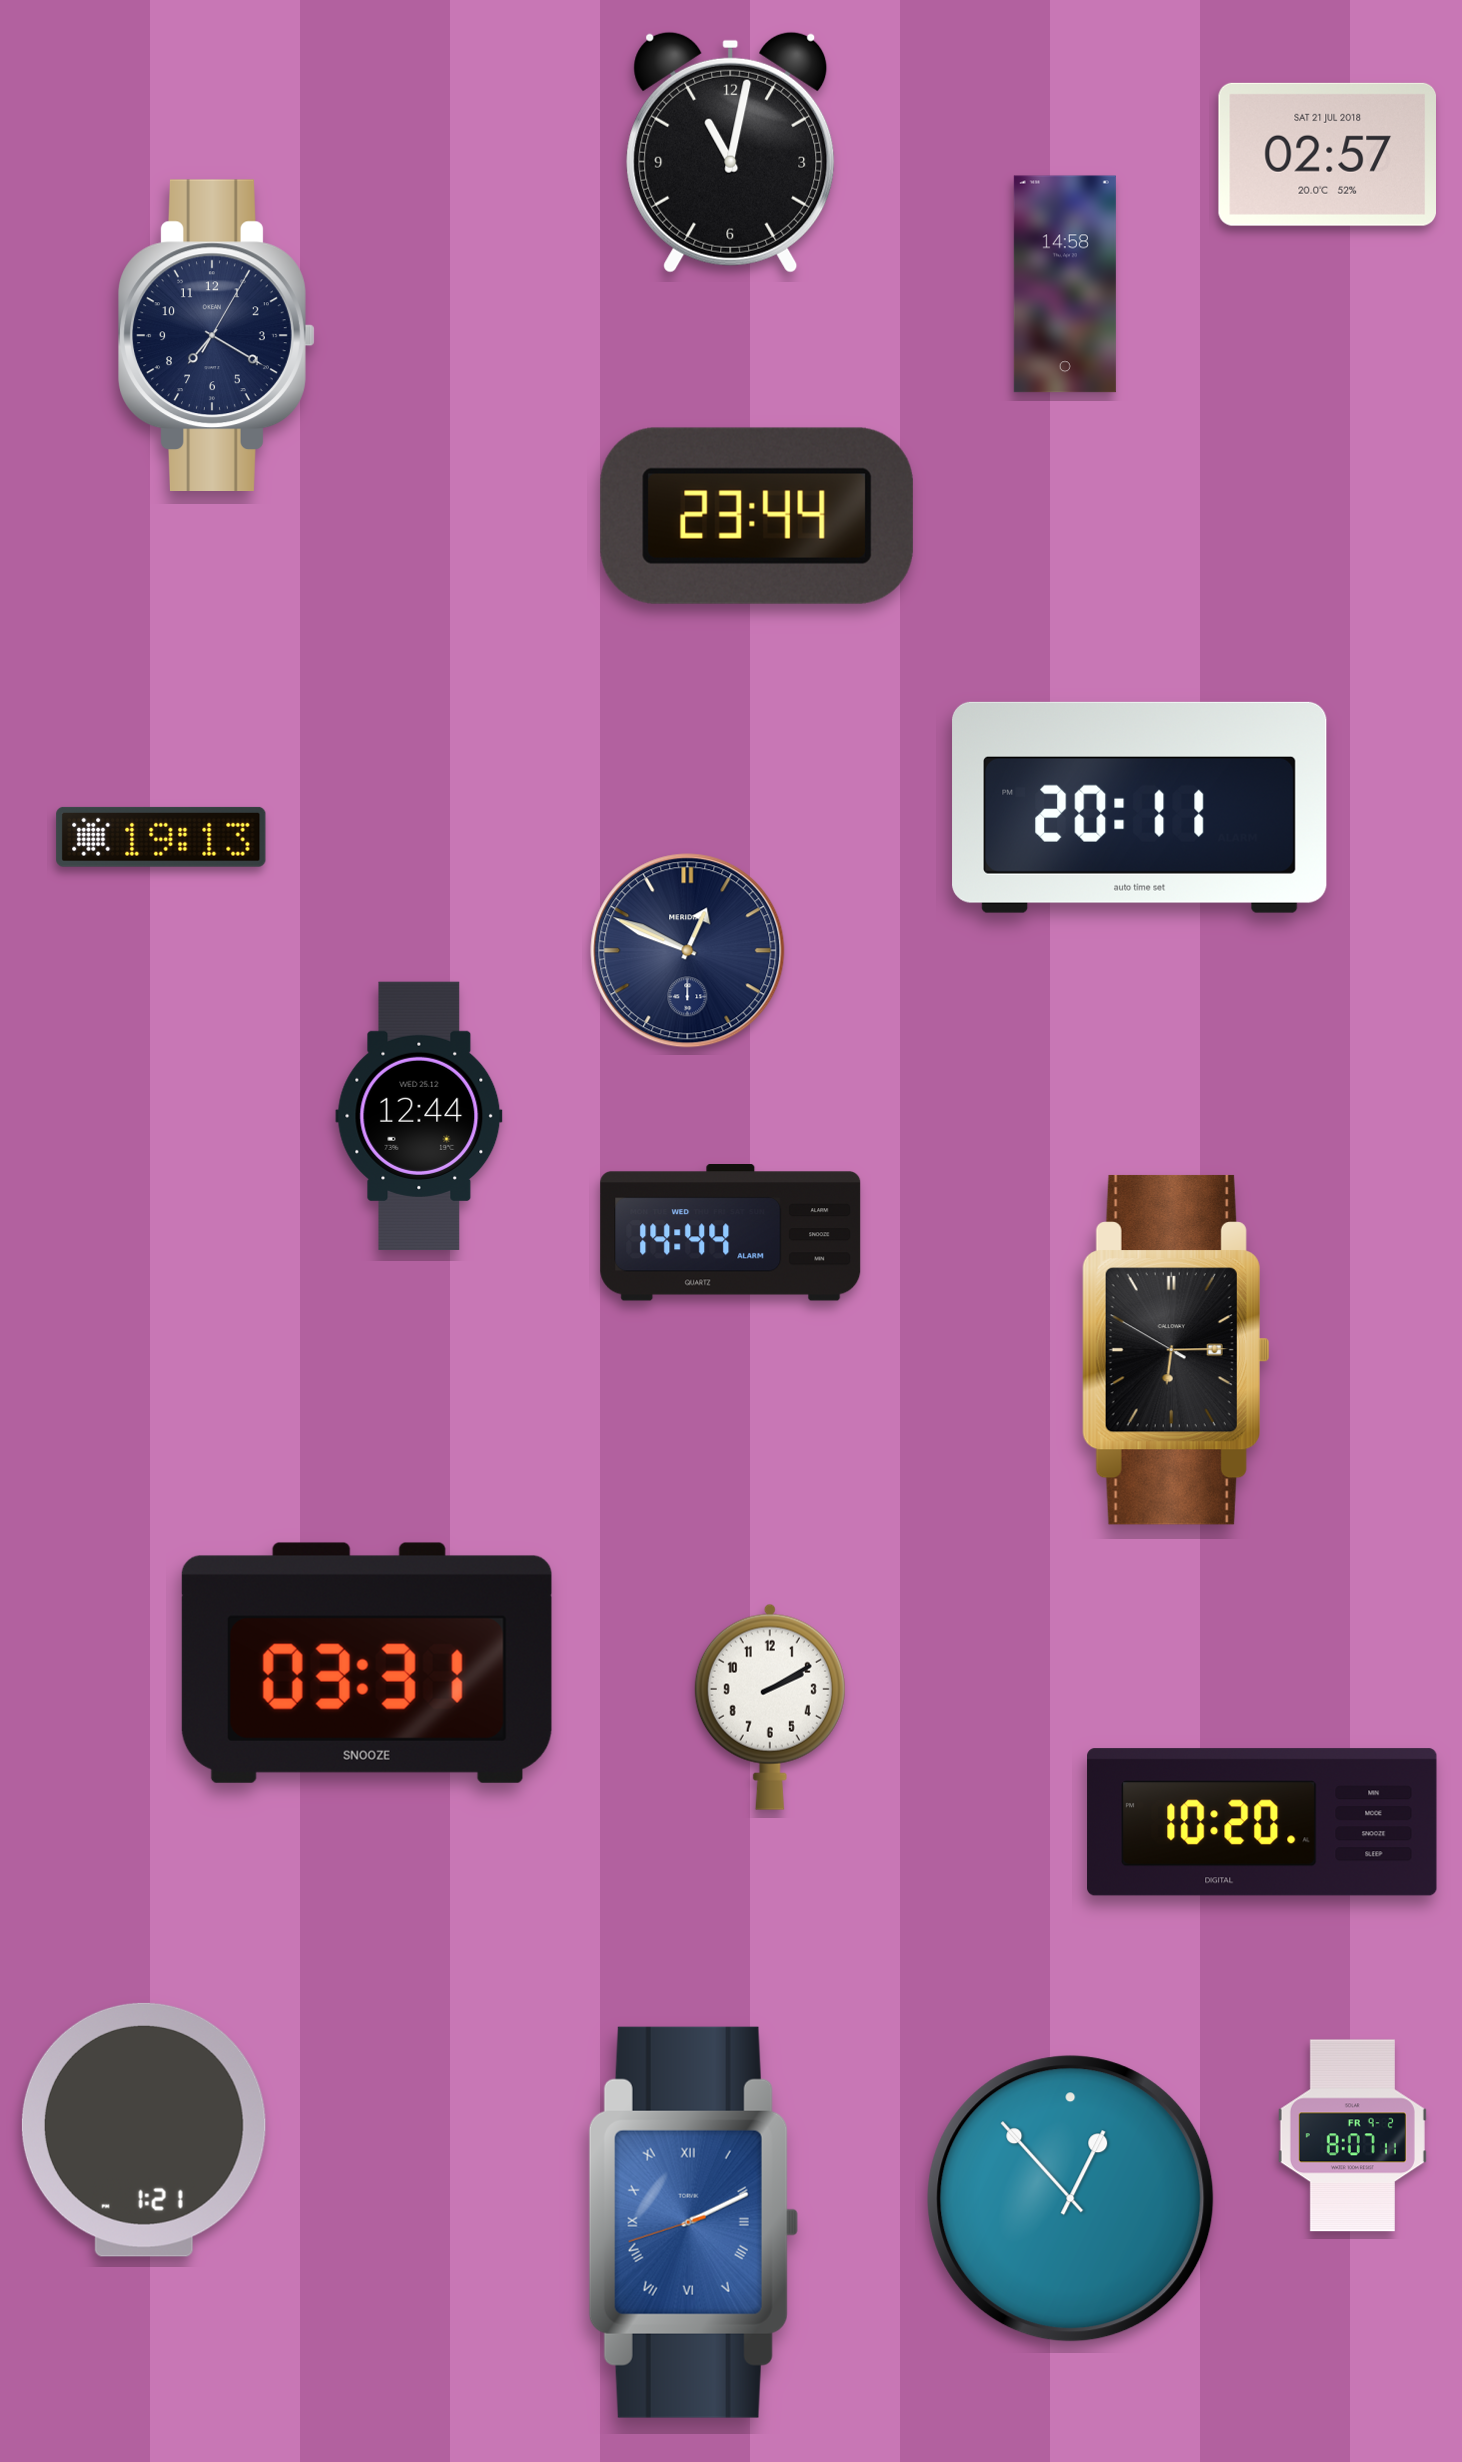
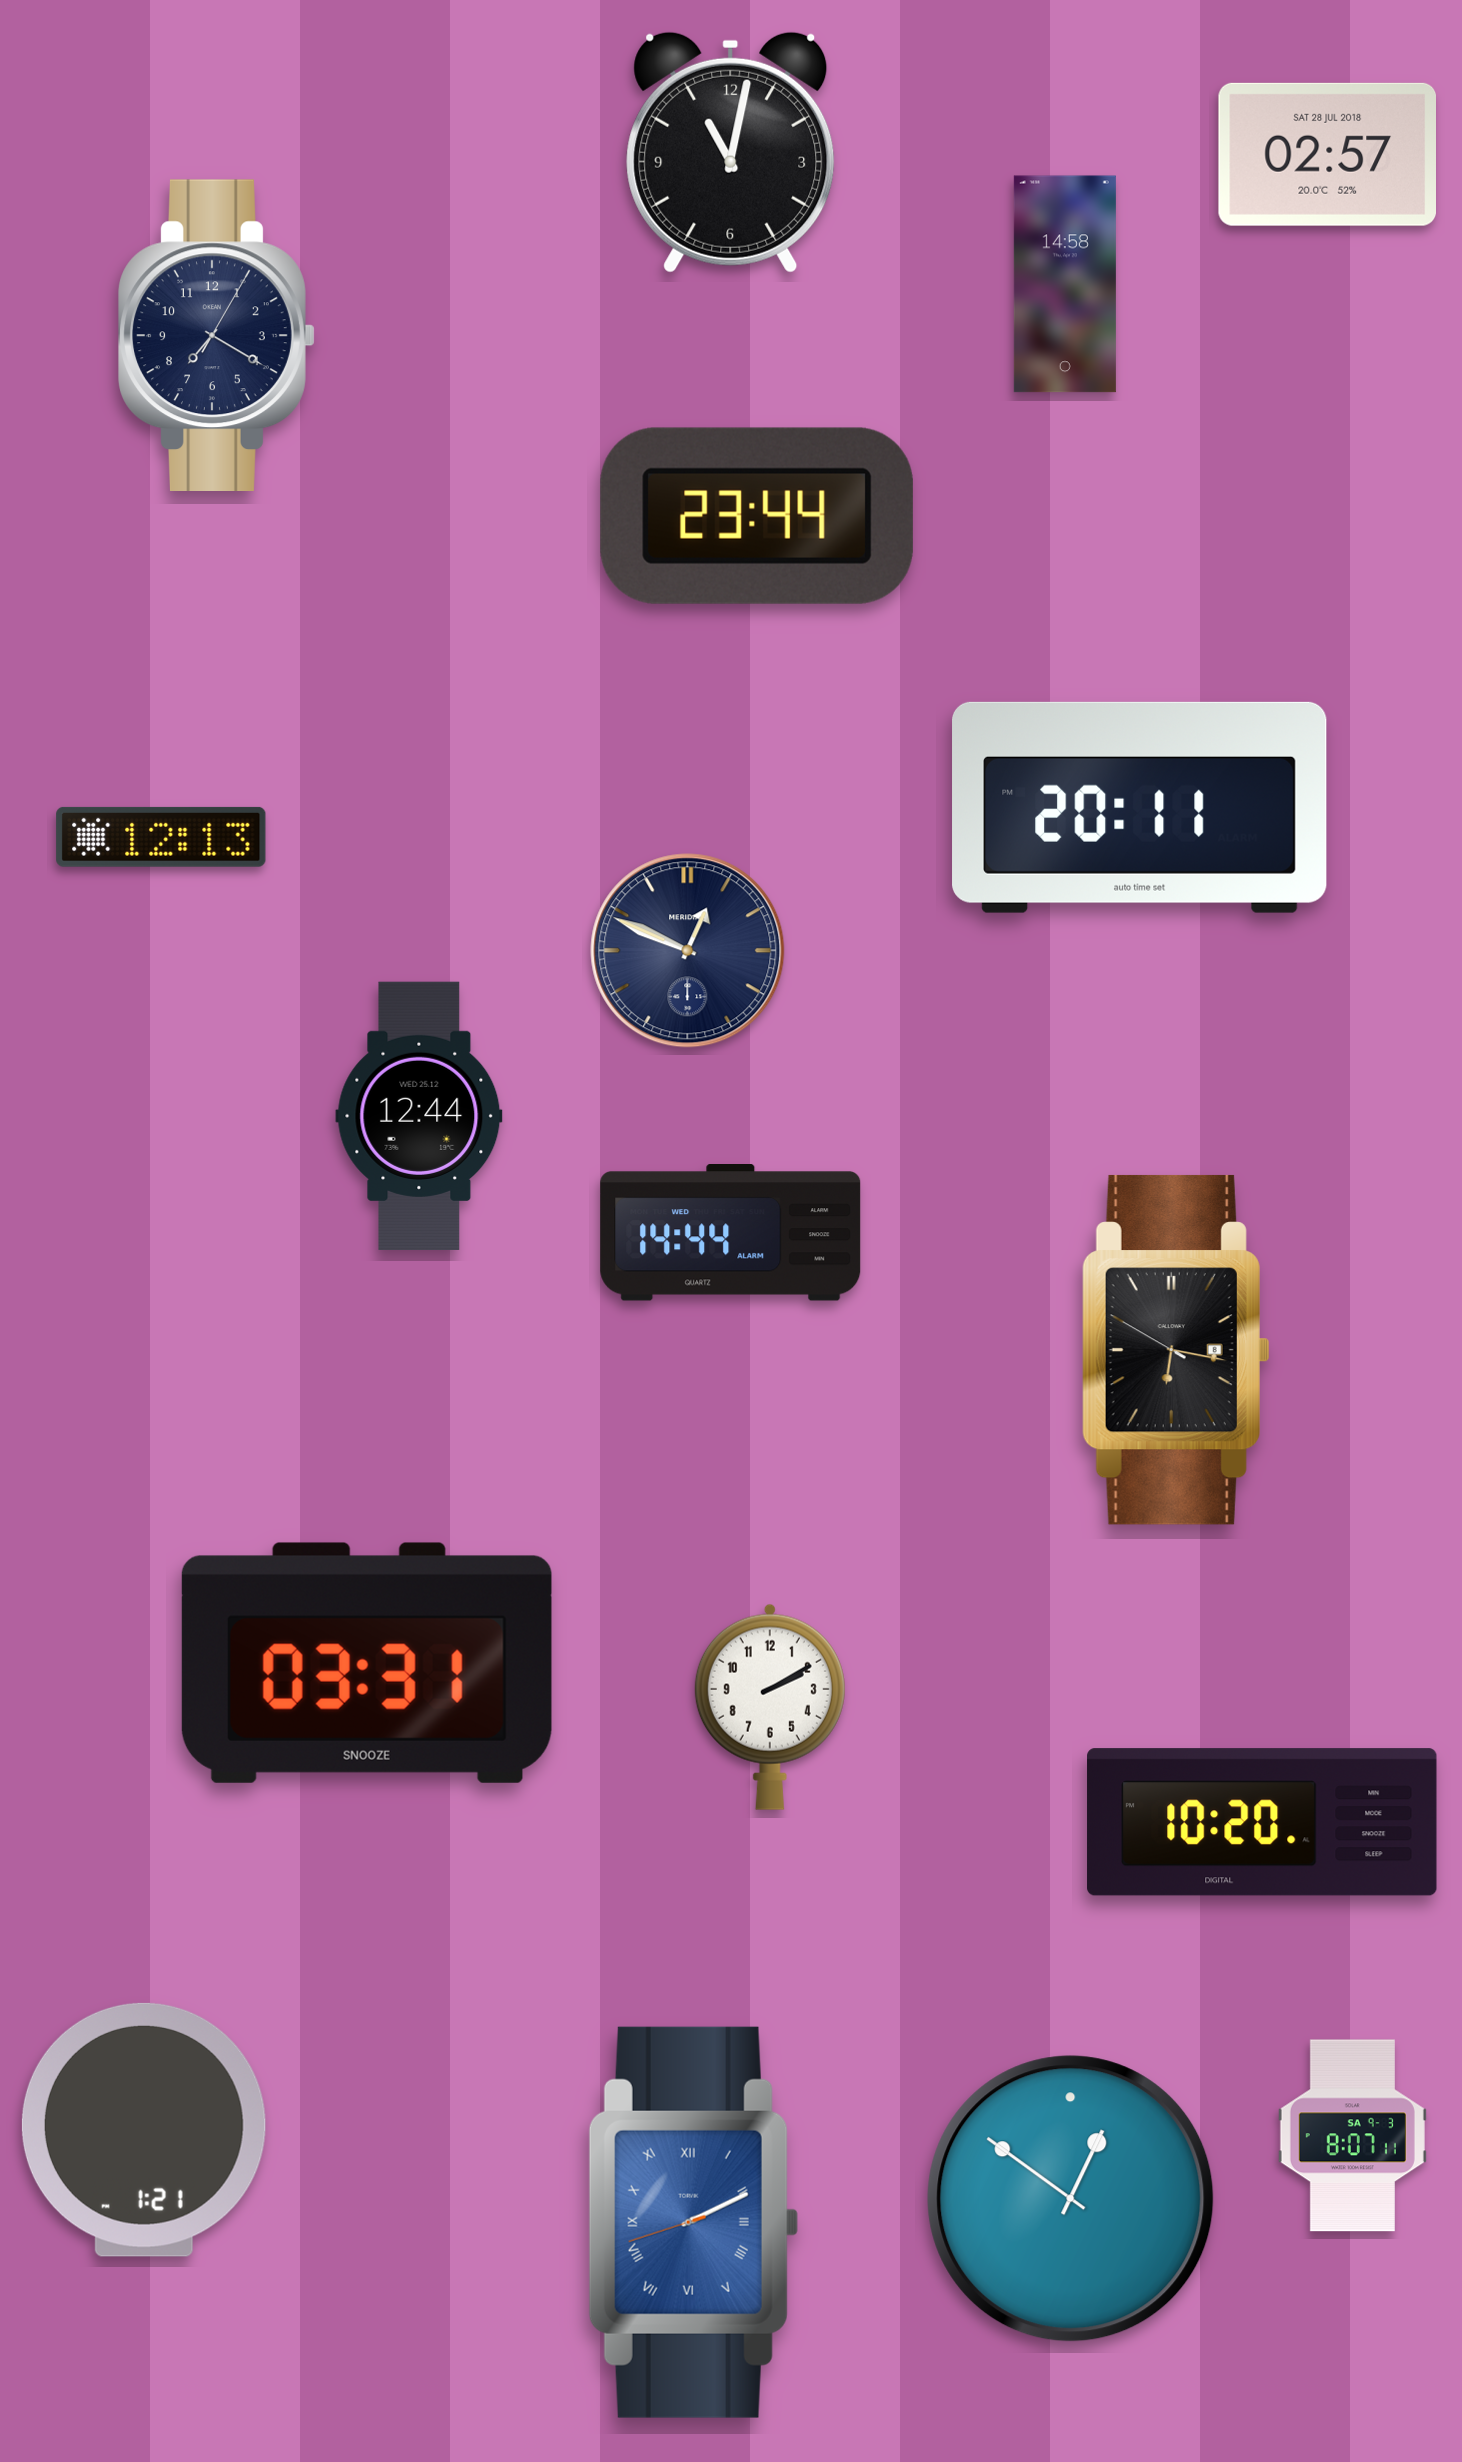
clock at (1327, 154) date: SAT 21 JUL 2018 -> SAT 28 JUL 2018
clock at (161, 837): 19:13 -> 12:13
clock at (1175, 1350): 6:14 -> 6:16
clock at (1352, 2136) date: FR 9-2 -> SA 9-3
clock at (1071, 2199): 12:53 -> 12:51
